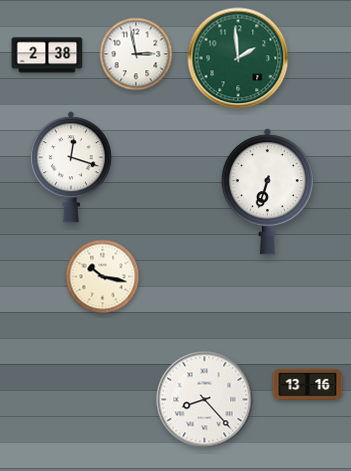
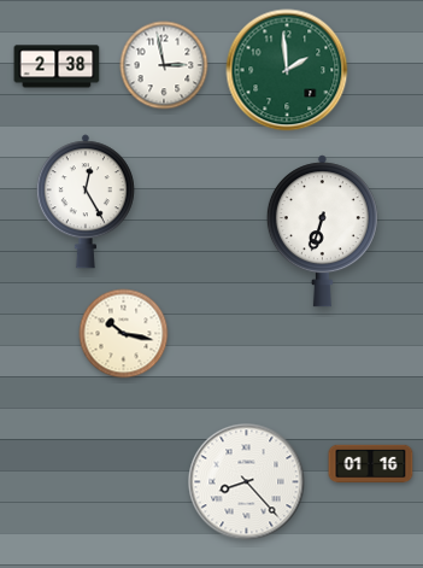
clock at (71, 167): 12:18 -> 12:25
clock at (308, 385): 13:16 -> 01:16
